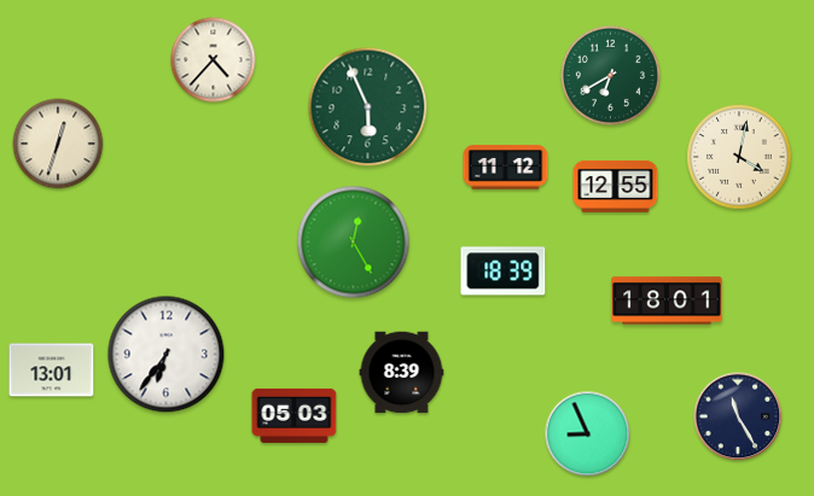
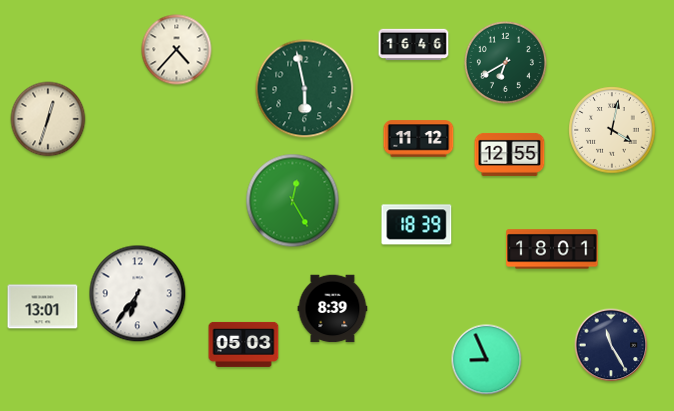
clock at (414, 45): none -> 16:46
clock at (368, 107): 5:56 -> 5:58
